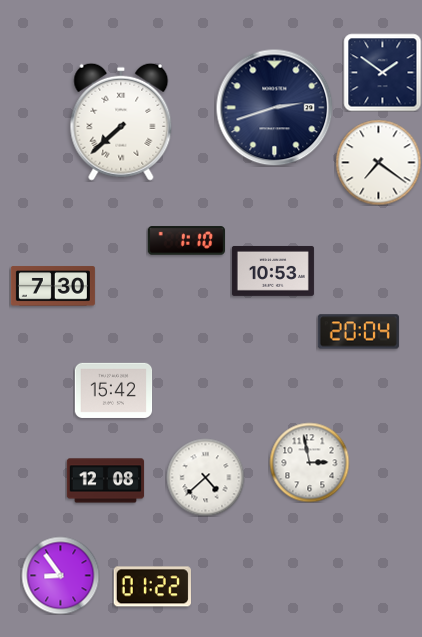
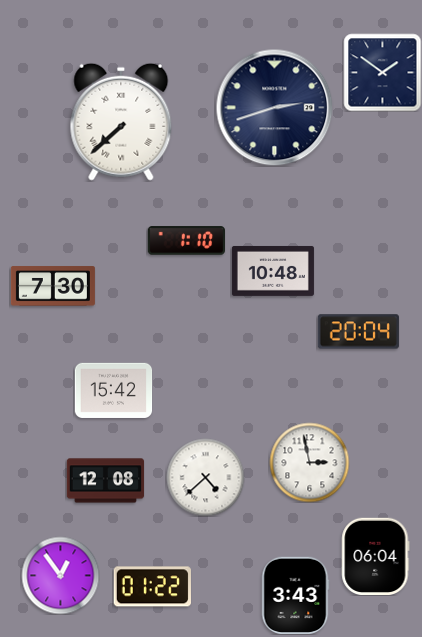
clock at (378, 162): 7:21 -> none
clock at (273, 271): 10:53 -> 10:48
clock at (376, 556): none -> 06:04
clock at (60, 575): 8:54 -> 12:54
clock at (296, 595): none -> 3:43
